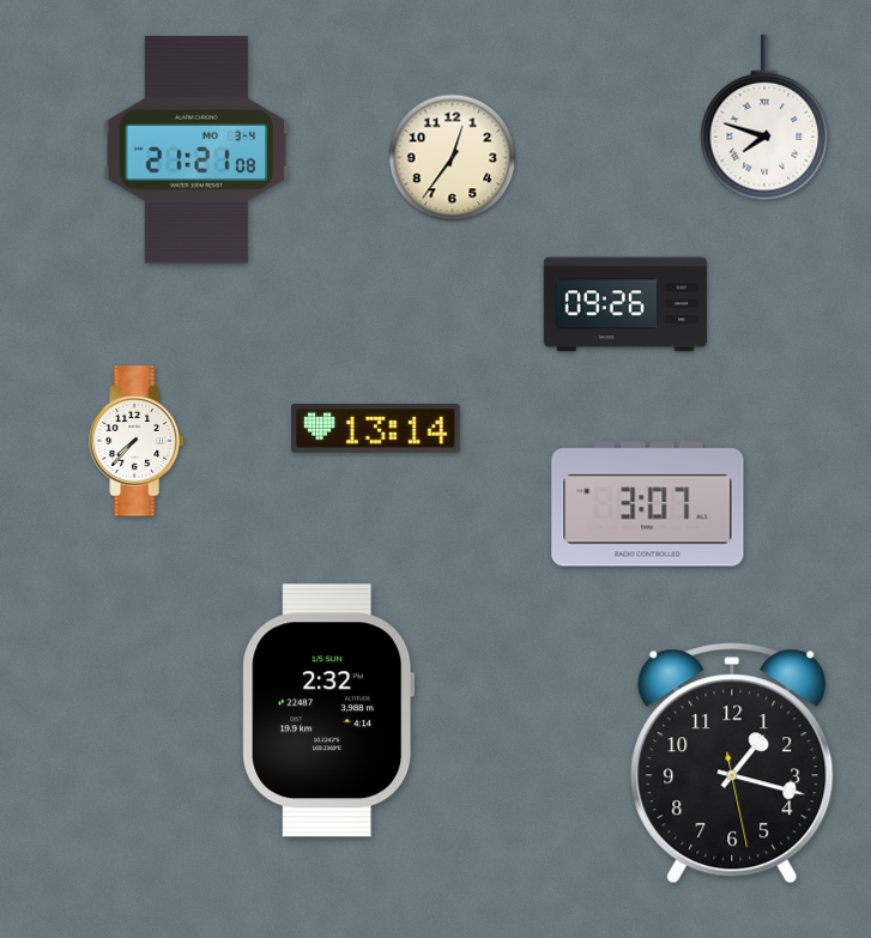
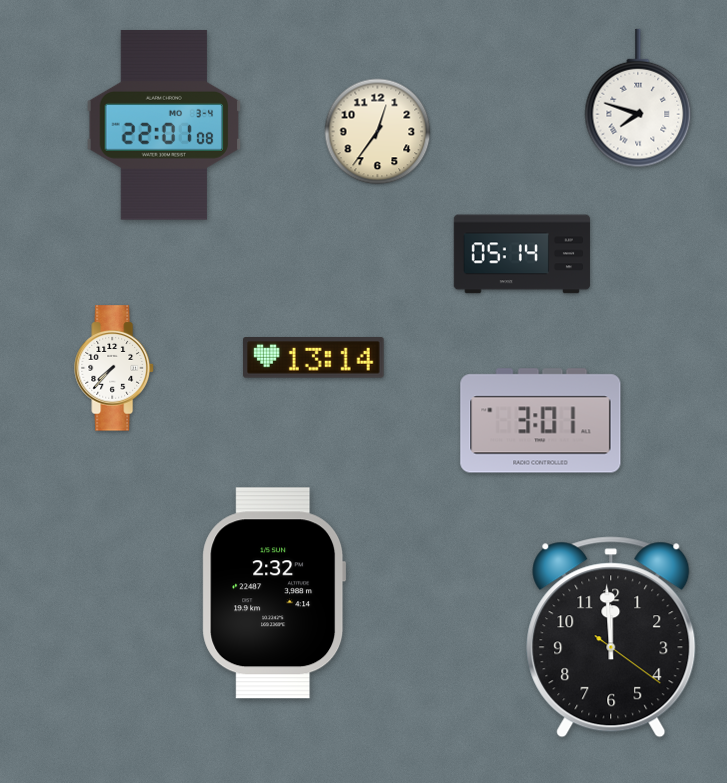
clock at (196, 150): 21:21 -> 22:01
clock at (625, 304): 09:26 -> 05:14
clock at (648, 504): 3:07 -> 3:01
clock at (732, 763): 1:17 -> 11:59
